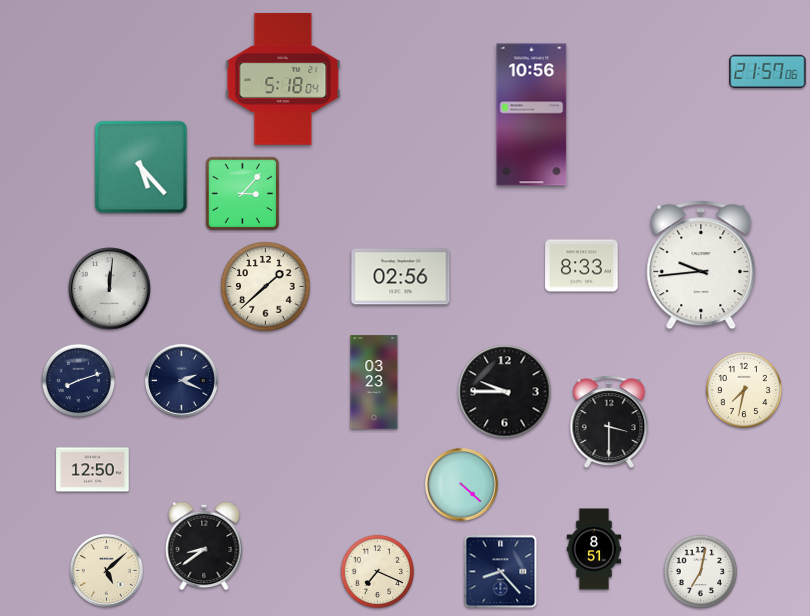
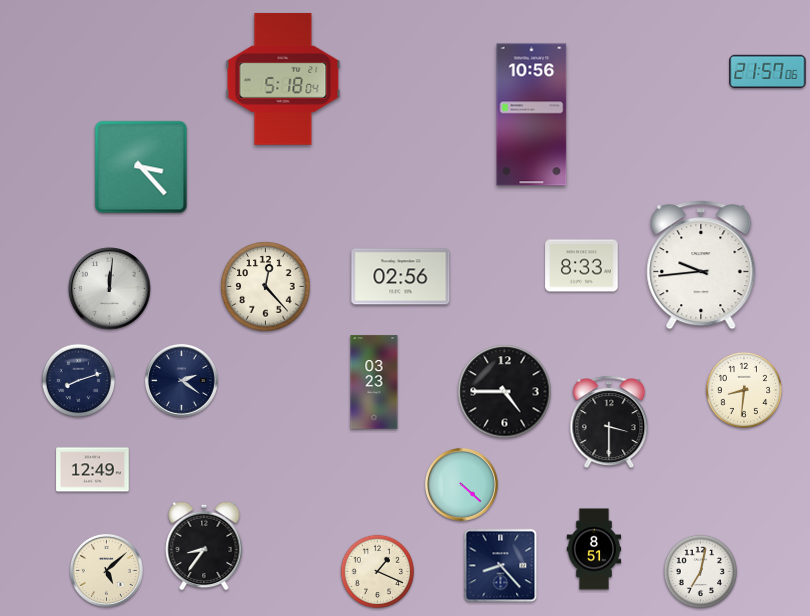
clock at (141, 167): 5:23 -> 3:23
clock at (243, 194): 3:07 -> none
clock at (266, 287): 1:38 -> 12:23
clock at (182, 381): 2:19 -> 2:21
clock at (743, 390): 7:32 -> 8:31
clock at (505, 392): 9:45 -> 4:45
clock at (93, 470): 12:50 -> 12:49
clock at (204, 546): 8:39 -> 8:36
clock at (378, 572): 7:19 -> 1:19
clock at (501, 572) position: (501, 572) -> (501, 566)
